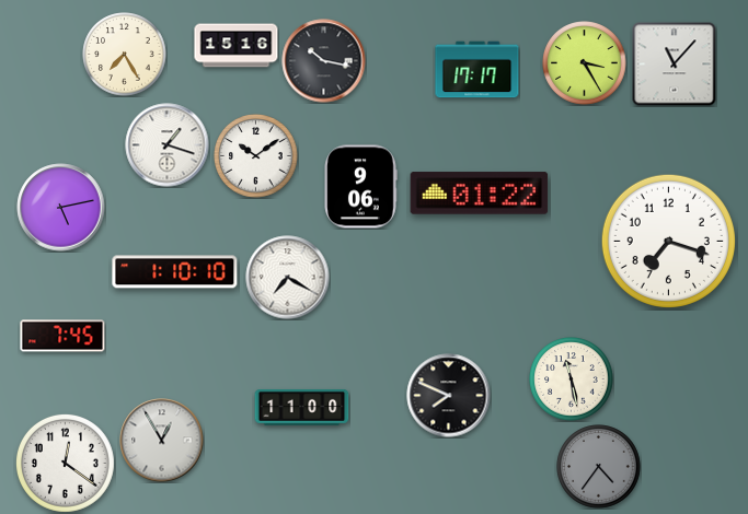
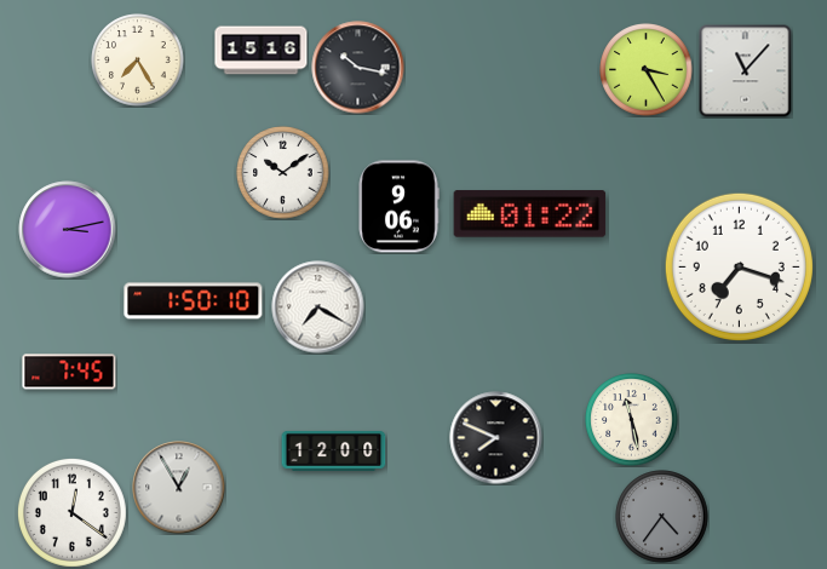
clock at (477, 70): 17:17 -> none
clock at (168, 145): 1:18 -> none
clock at (61, 208): 5:13 -> 3:13
clock at (175, 272): 1:10 -> 1:50
clock at (302, 407): 11:00 -> 12:00
